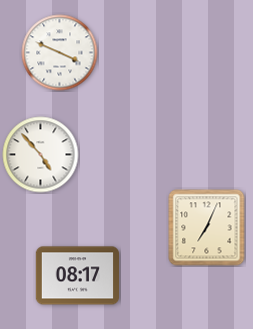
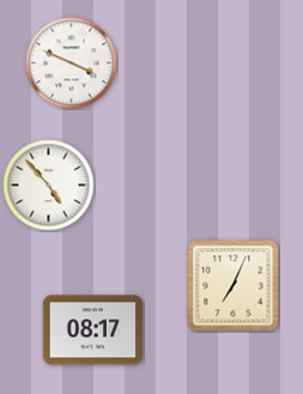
clock at (207, 228) position: (207, 228) -> (234, 286)
